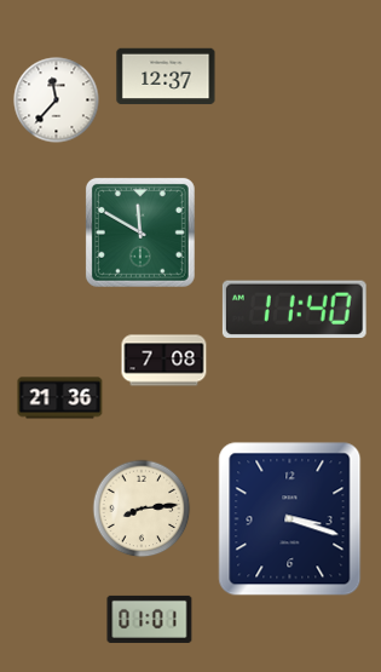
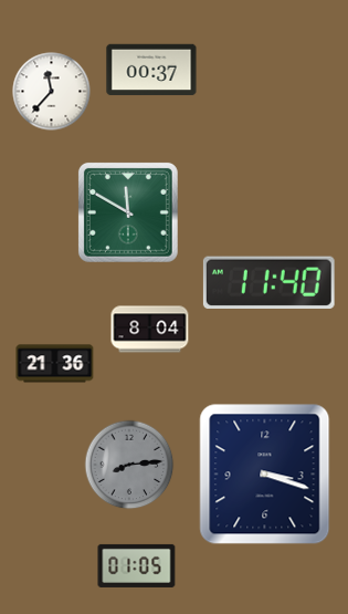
clock at (166, 76): 12:37 -> 00:37
clock at (164, 361): 7:08 -> 8:04
clock at (142, 509) dial: cream -> grey
clock at (150, 619): 01:01 -> 01:05
